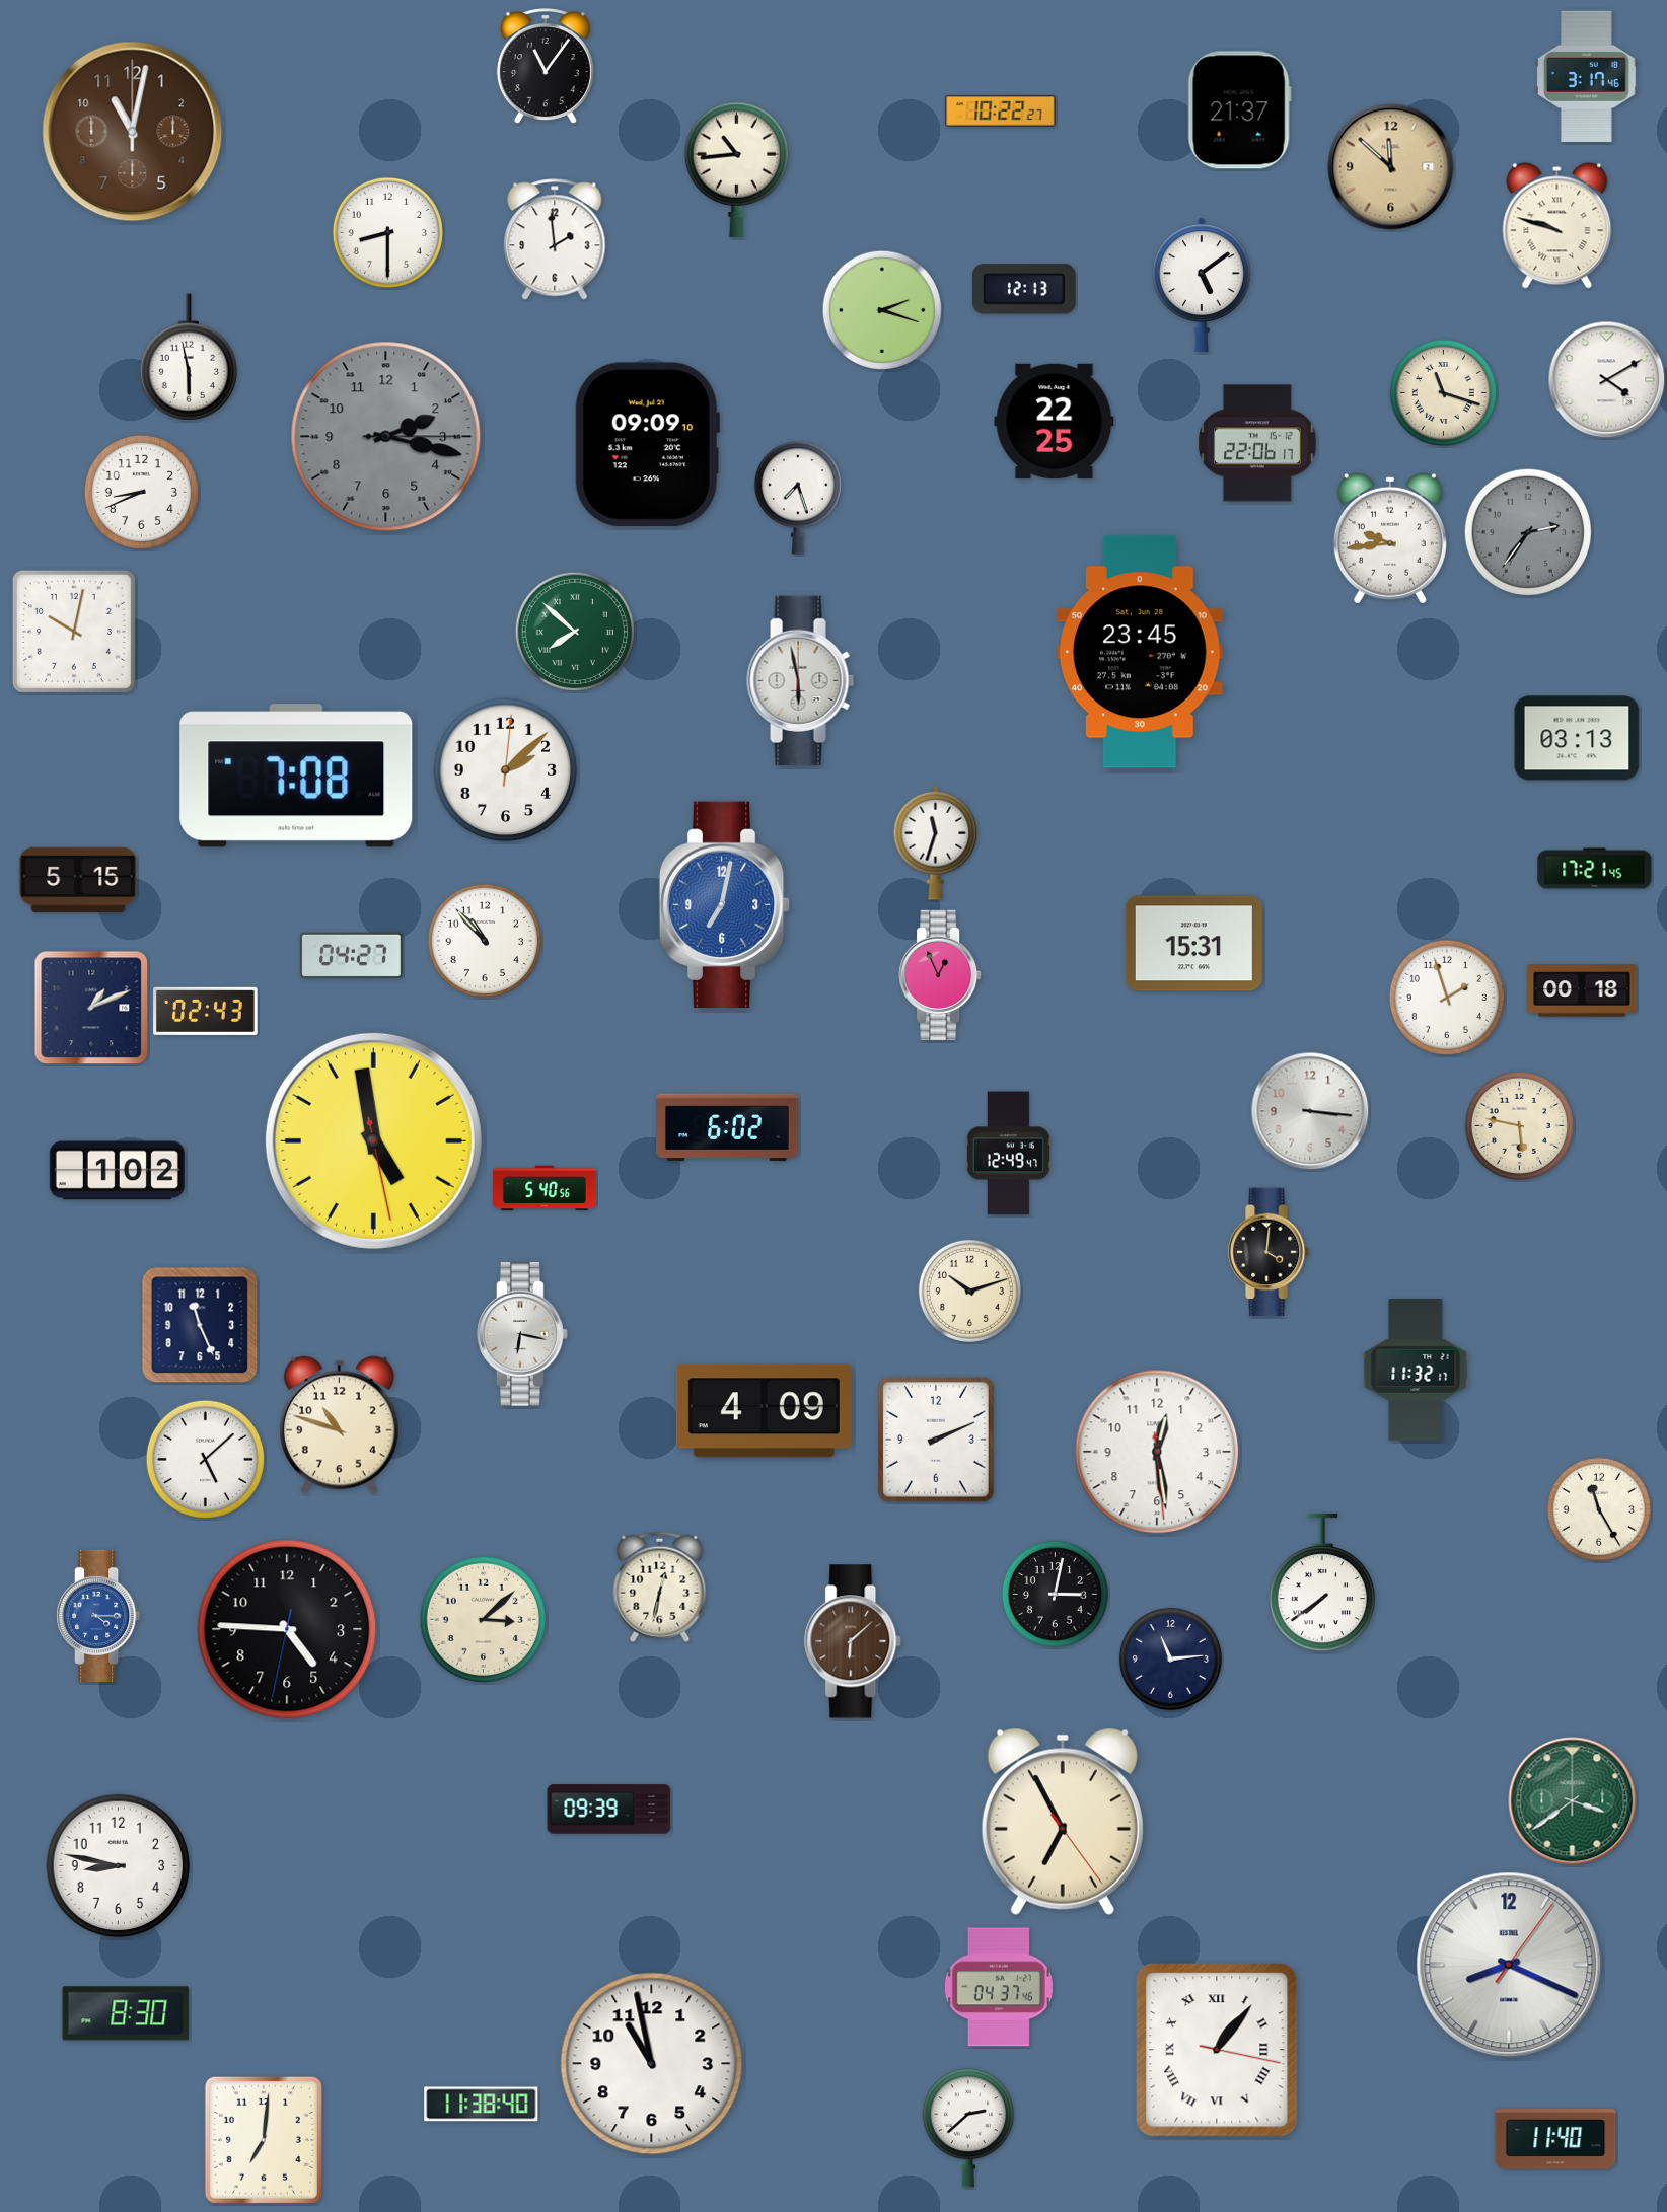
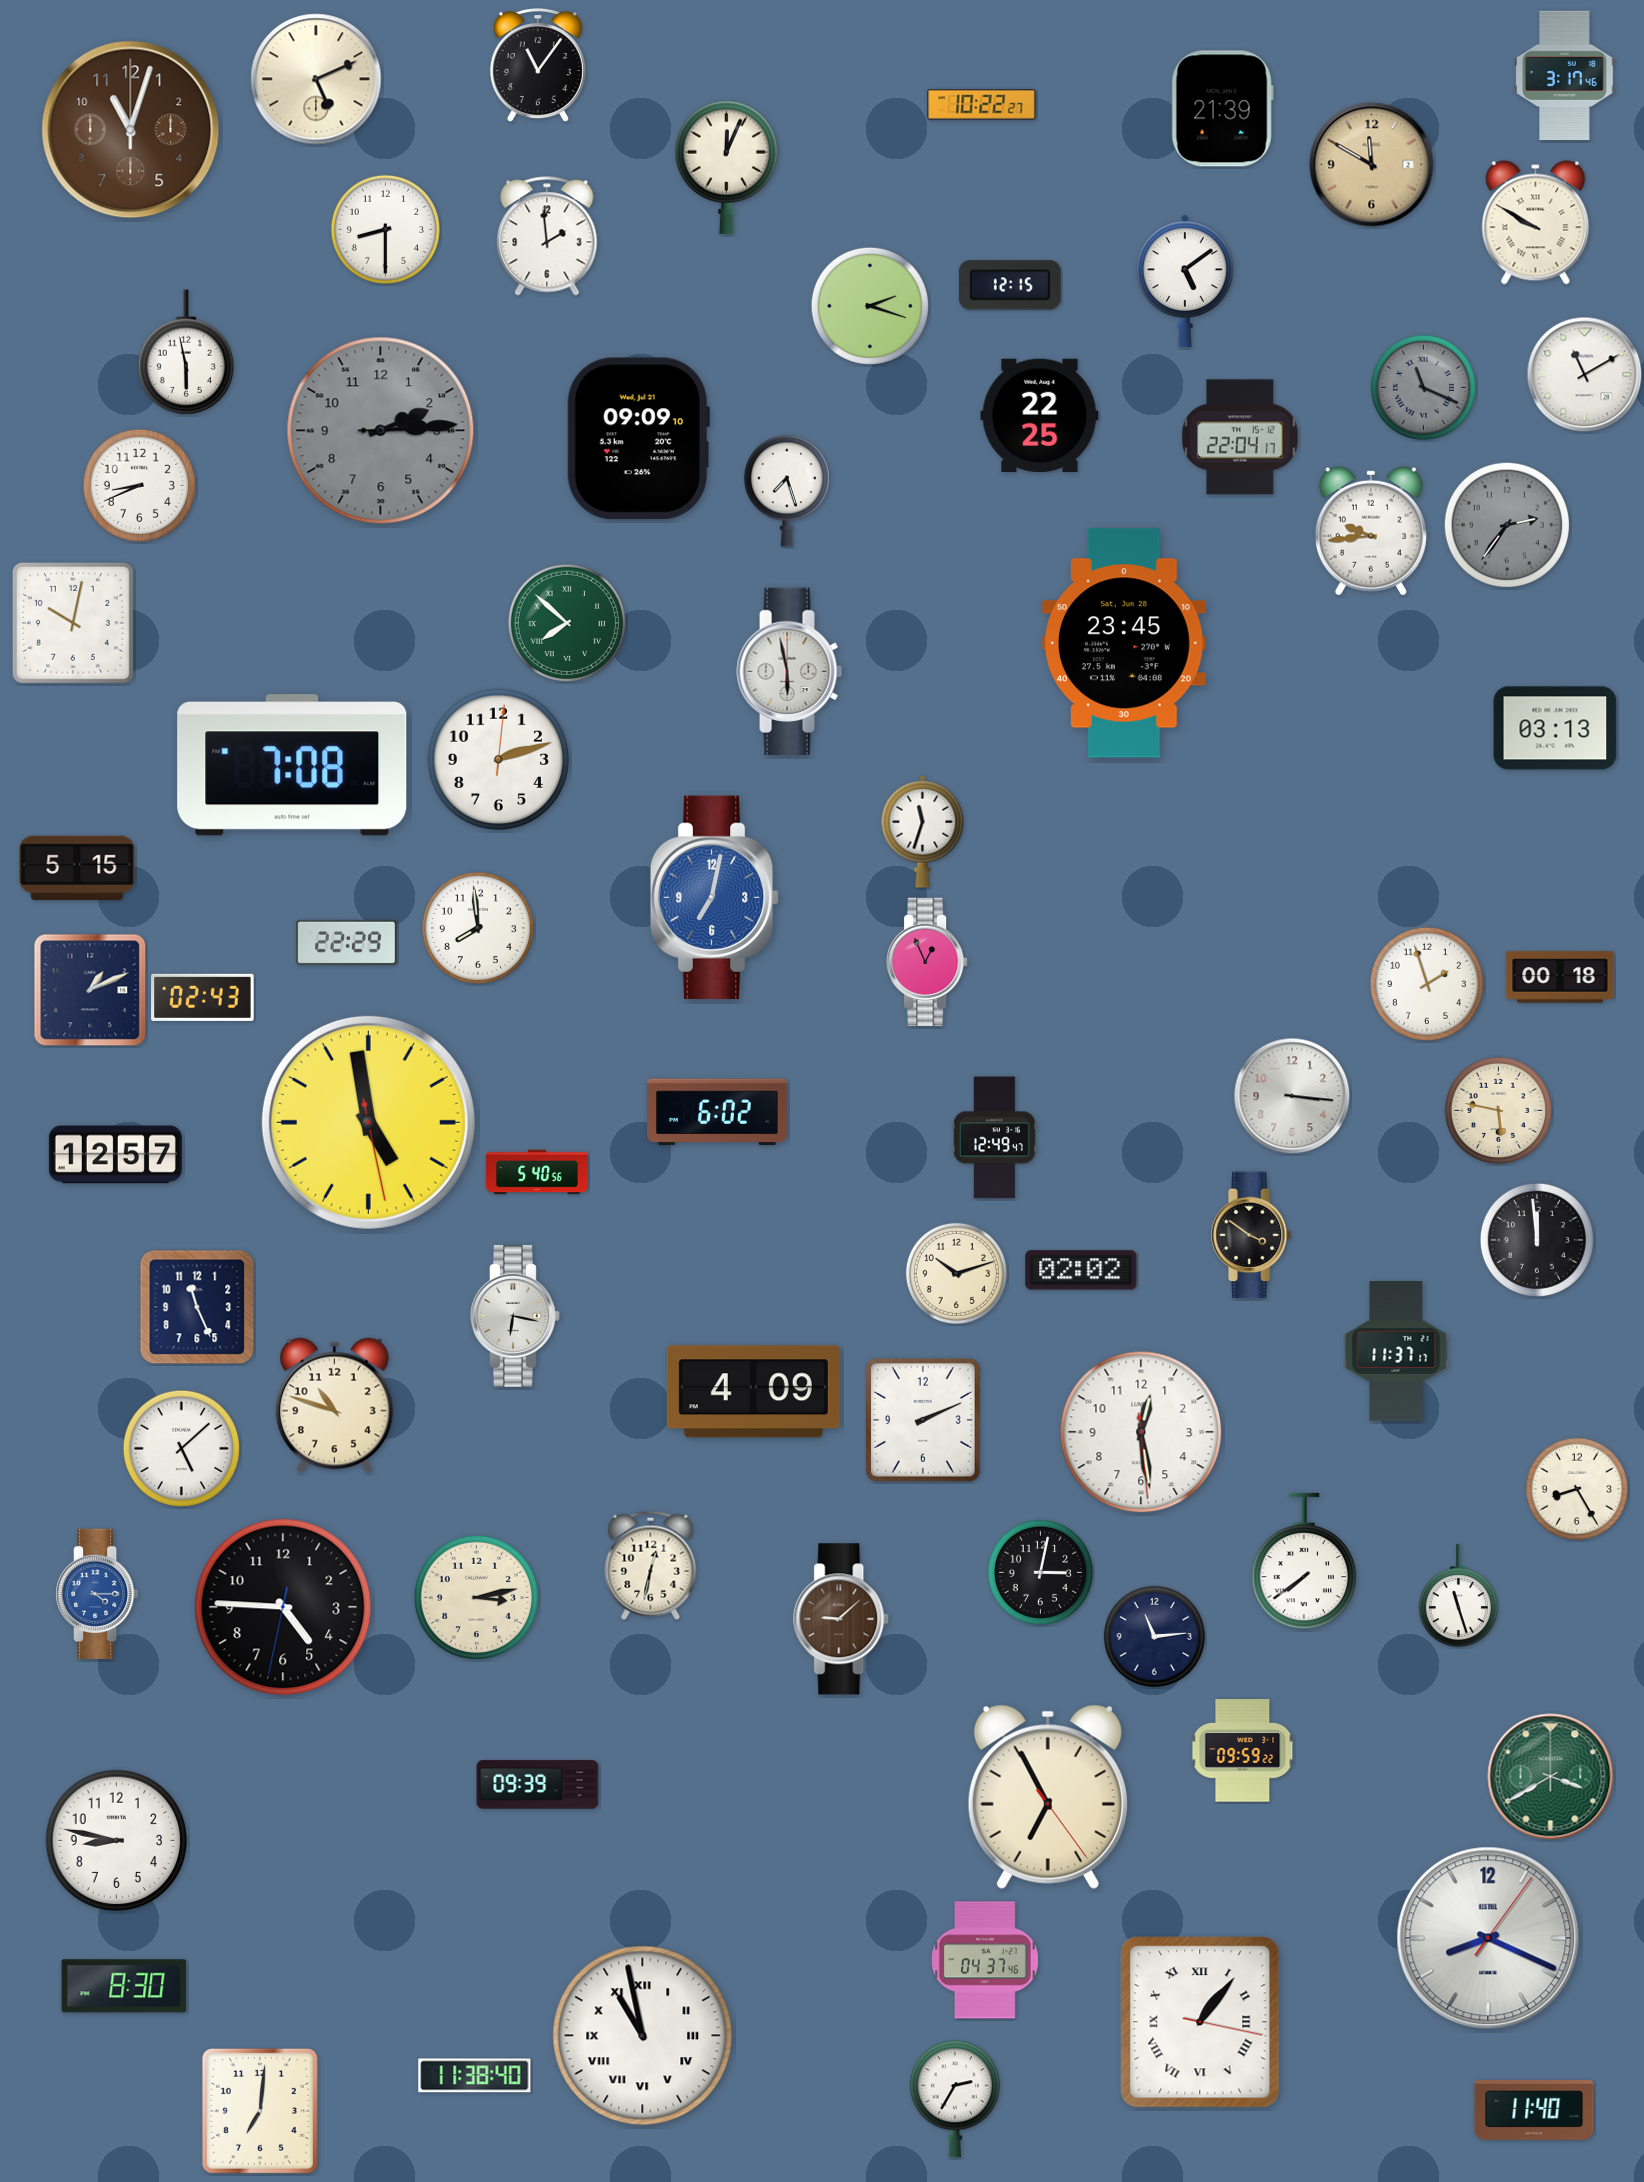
clock at (316, 79): none -> 5:11
clock at (1239, 110): 21:37 -> 21:39
clock at (1001, 112) position: (1001, 112) -> (982, 105)
clock at (133, 132): 11:02 -> 11:03
clock at (1391, 167): 11:52 -> 11:50
clock at (736, 169): 10:44 -> 12:04
clock at (1557, 226): 9:48 -> 9:50
clock at (387, 232) position: (387, 232) -> (385, 229)
clock at (1024, 289): 12:13 -> 12:15
clock at (1607, 380): 4:10 -> 11:10
clock at (1443, 392): 11:18 -> 11:19
clock at (1443, 392) dial: cream -> grey
clock at (386, 437): 2:17 -> 2:14
clock at (1257, 443): 22:06 -> 22:04
clock at (506, 770): 2:08 -> 2:12
clock at (1595, 869): 17:21 -> none
clock at (725, 905) position: (725, 905) -> (715, 898)
clock at (485, 941): 10:53 -> 7:59
clock at (1193, 944): 15:31 -> none
clock at (352, 955): 04:27 -> 22:29
clock at (91, 1008) position: (91, 1008) -> (90, 990)
clock at (373, 1140) position: (373, 1140) -> (368, 1122)
clock at (117, 1171): 1:02 -> 12:57
clock at (1270, 1252): 4:01 -> 3:51
clock at (1537, 1240): none -> 11:59
clock at (1081, 1270): none -> 02:02
clock at (1416, 1370): 11:32 -> 11:37
clock at (205, 1459) position: (205, 1459) -> (181, 1448)
clock at (1599, 1509): 11:25 -> 8:25
clock at (1458, 1596): none -> 11:27
clock at (483, 1619): 3:08 -> 3:13
clock at (854, 1641): 6:08 -> 9:08
clock at (1243, 1751): none -> 09:59
clock at (1573, 1801): 3:39 -> 3:40
clock at (609, 1810) position: (609, 1810) -> (538, 1785)
clock at (652, 2064) numerals: Arabic -> Roman
clock at (968, 2128): 2:38 -> 2:35
